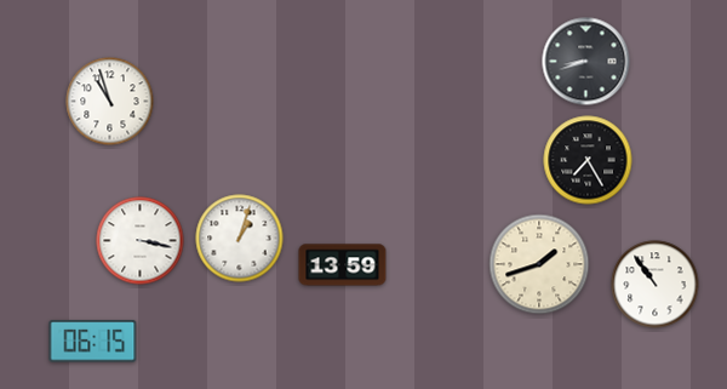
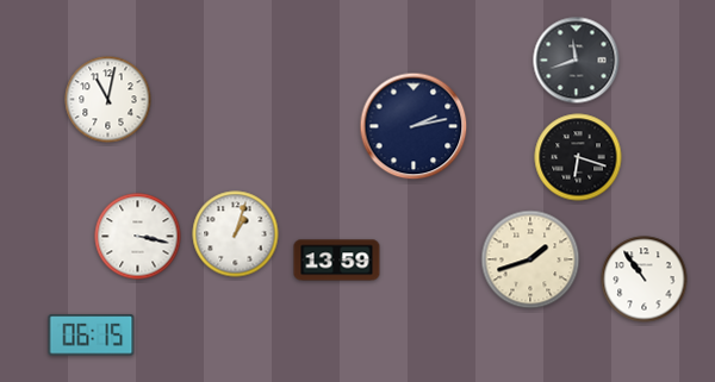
clock at (586, 62): 8:42 -> 11:42
clock at (110, 102): 10:57 -> 11:02
clock at (414, 126): none -> 2:13
clock at (588, 160): 7:25 -> 6:18
